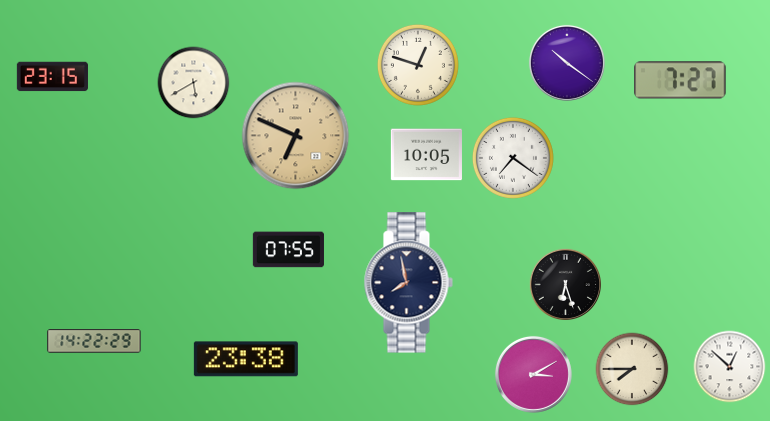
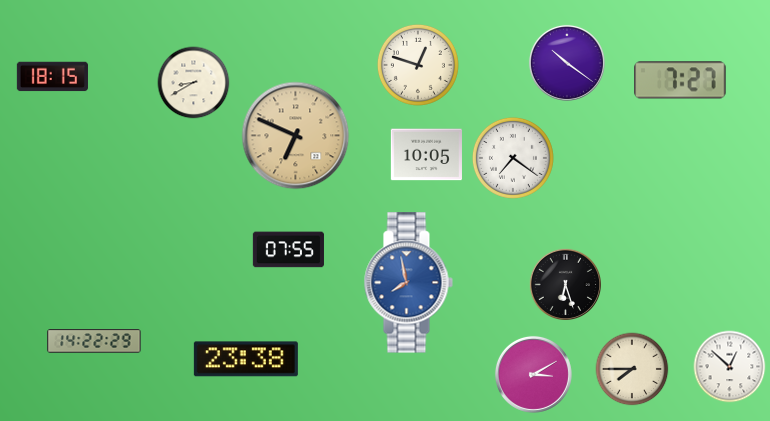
clock at (52, 77): 23:15 -> 18:15
clock at (194, 83): 5:40 -> 8:40
clock at (408, 283) dial: navy -> blue
